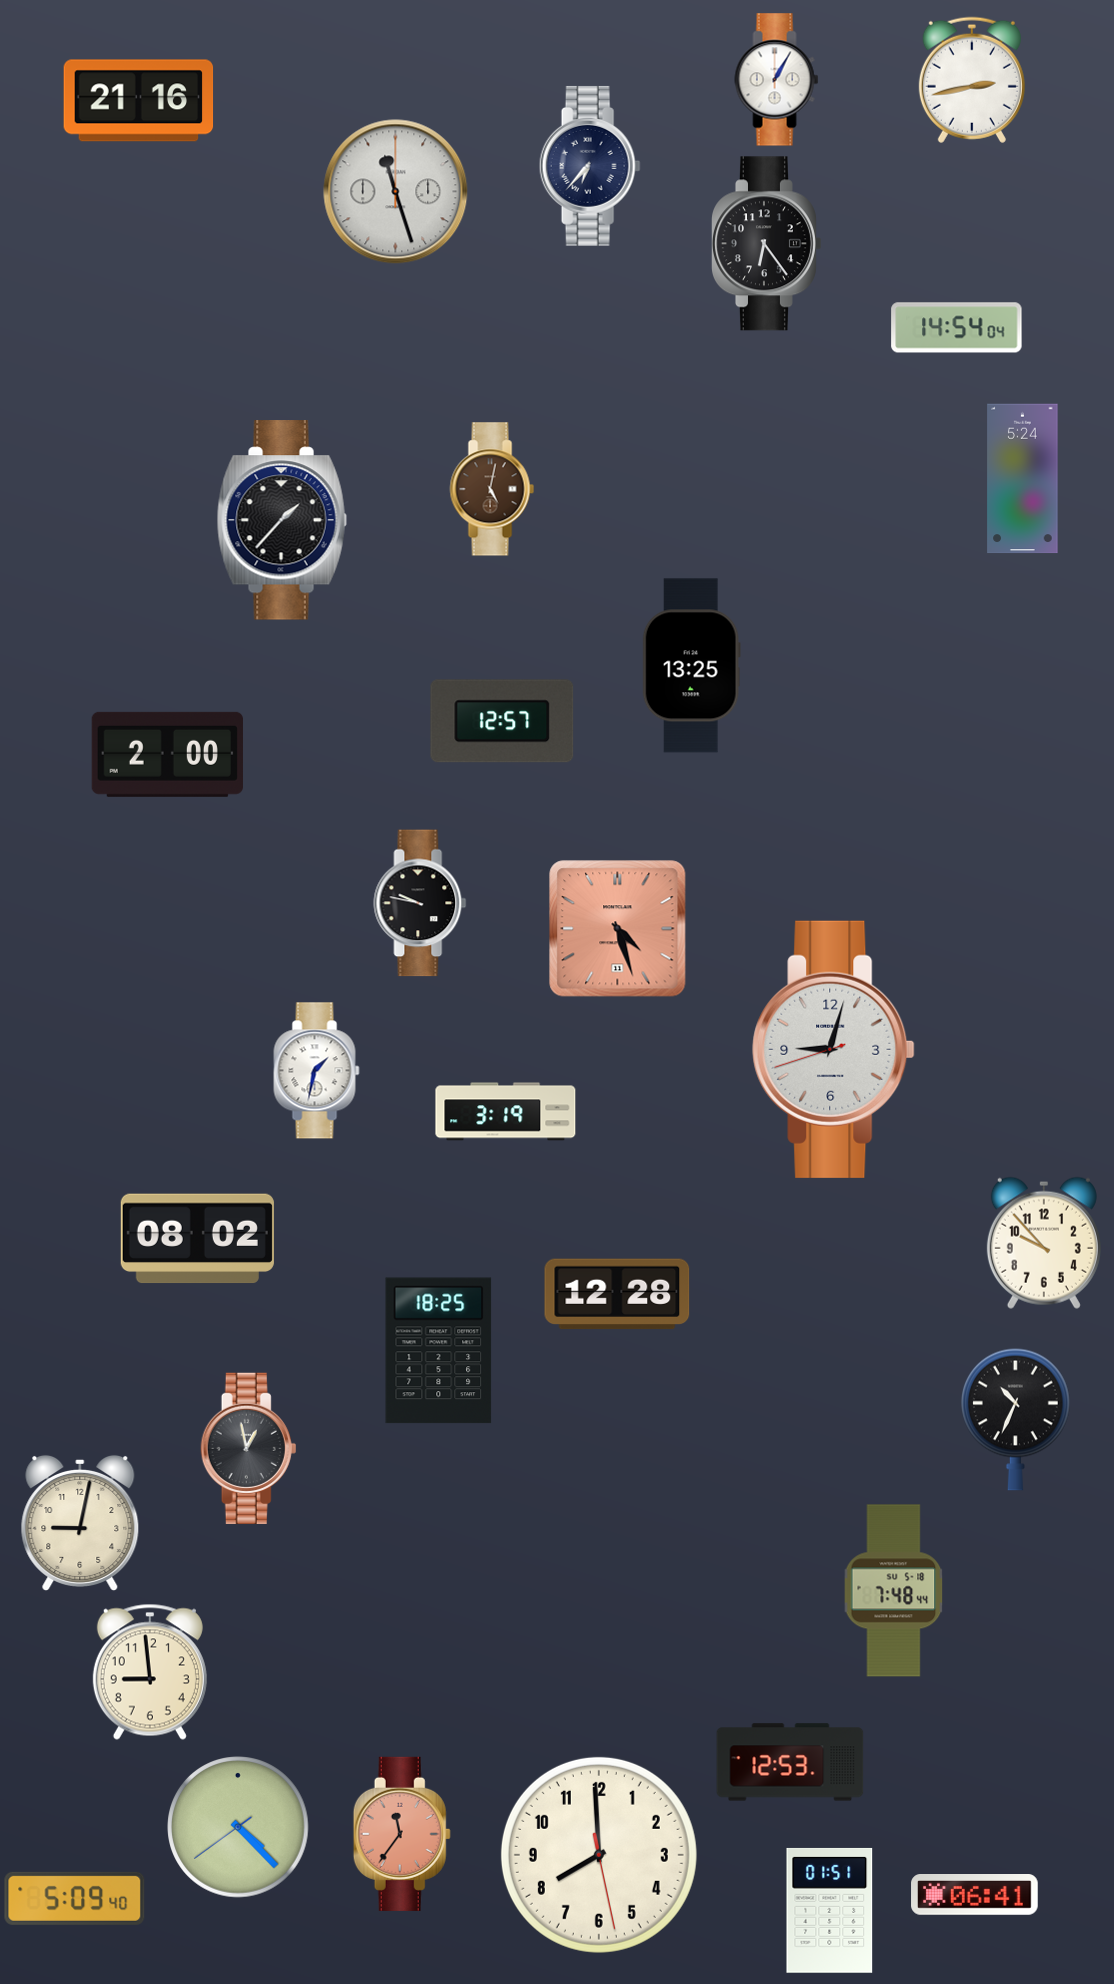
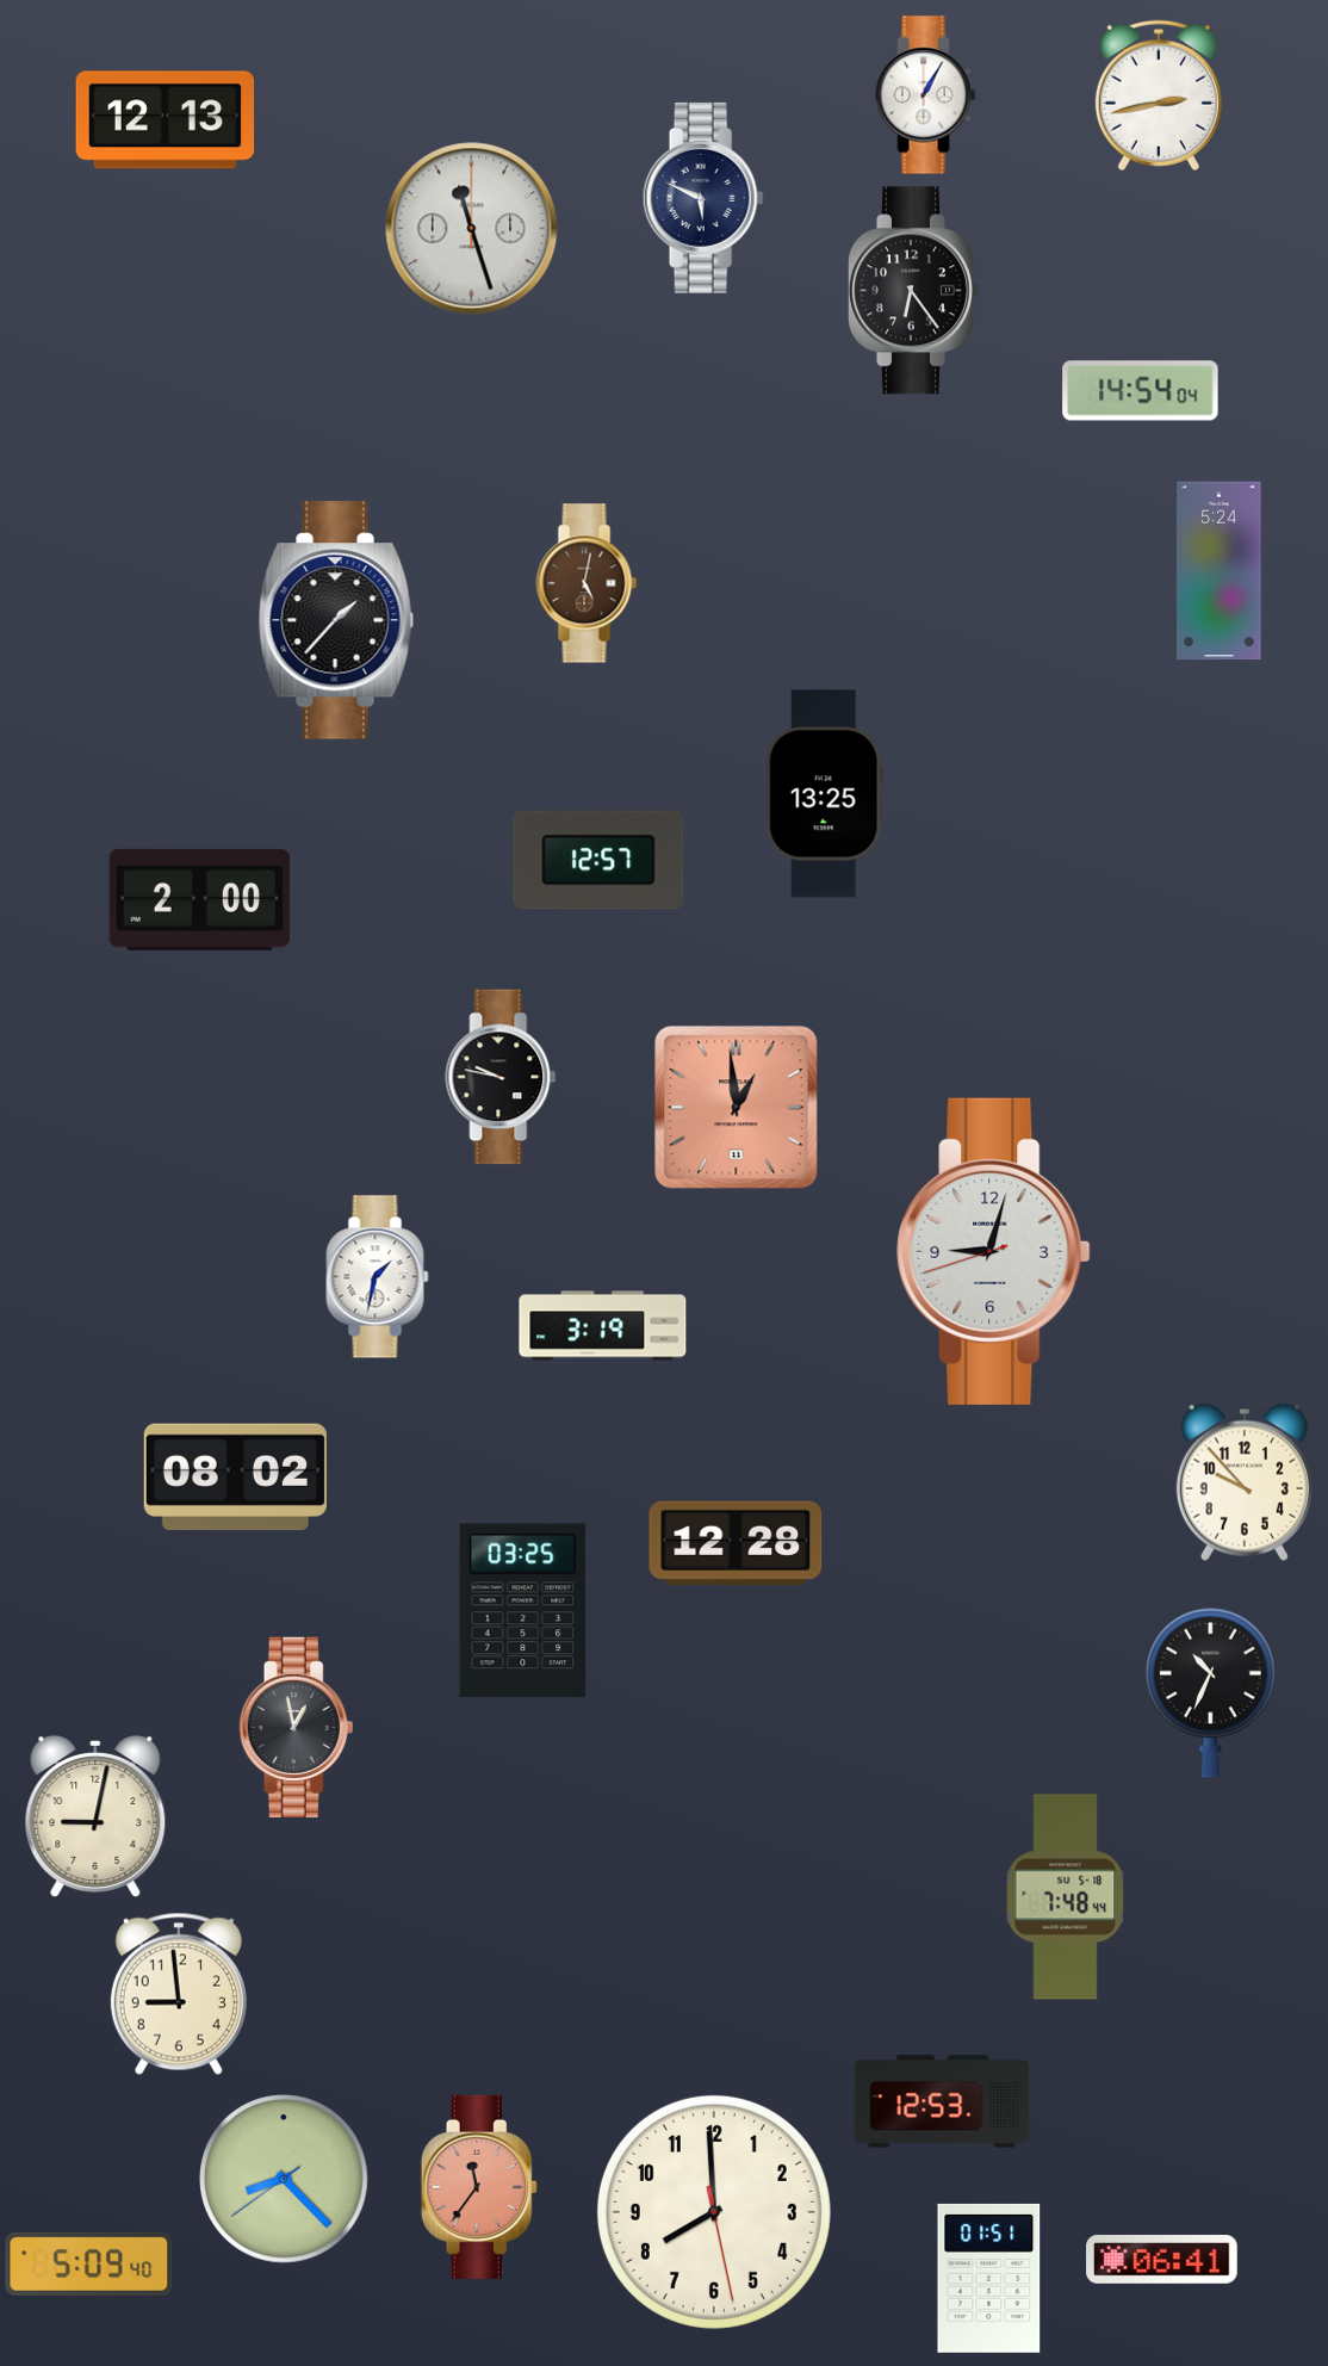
clock at (139, 101): 21:16 -> 12:13
clock at (590, 166): 6:37 -> 5:49
clock at (618, 929): 4:27 -> 12:59
clock at (439, 1351): 18:25 -> 03:25
clock at (238, 1827): 4:22 -> 8:22
